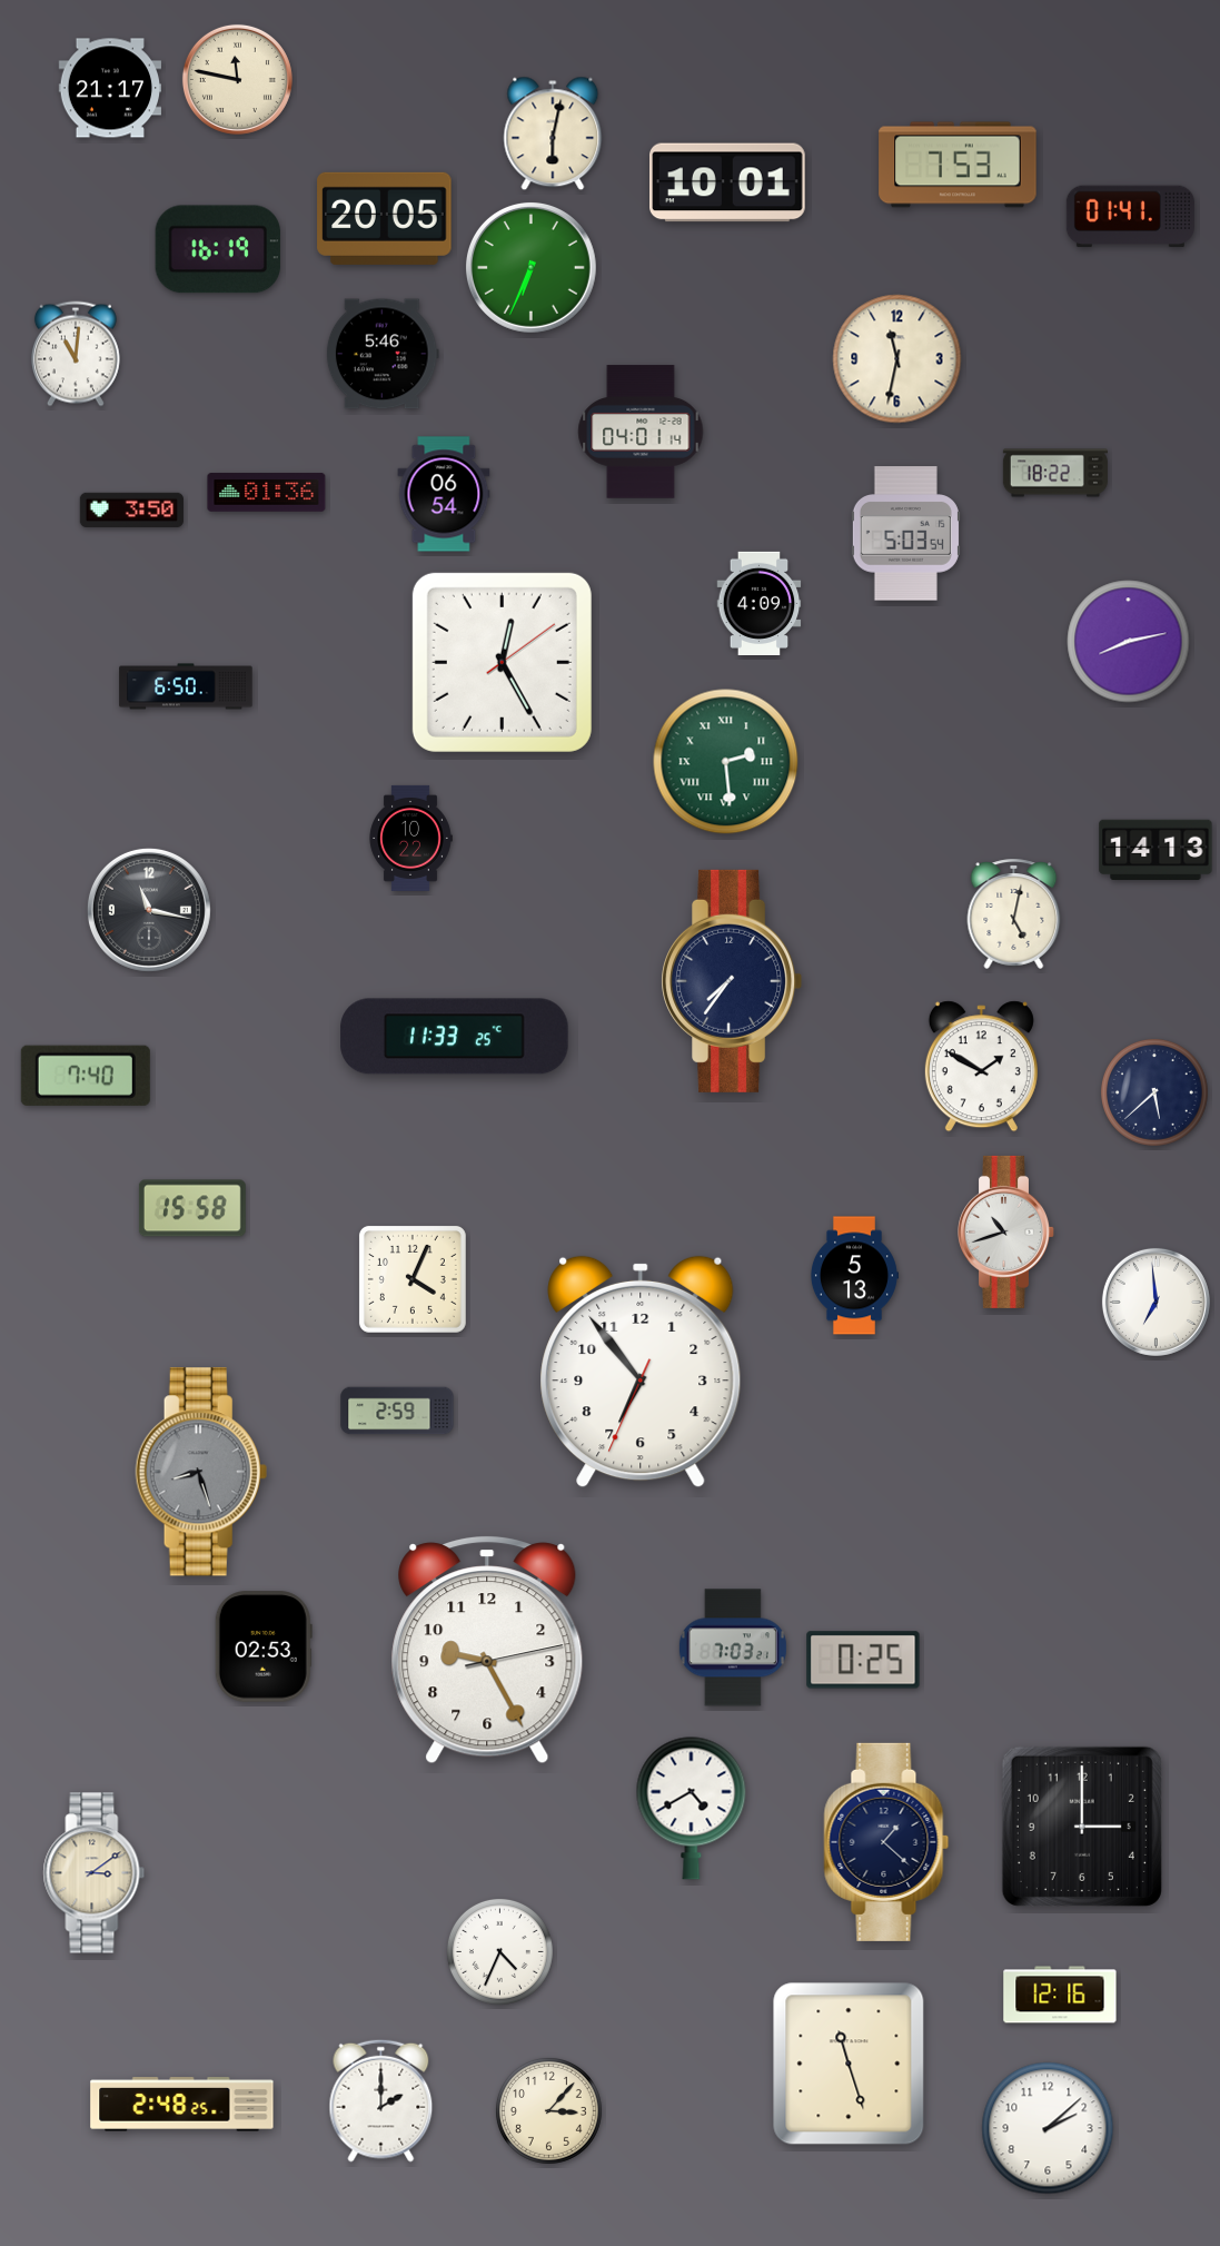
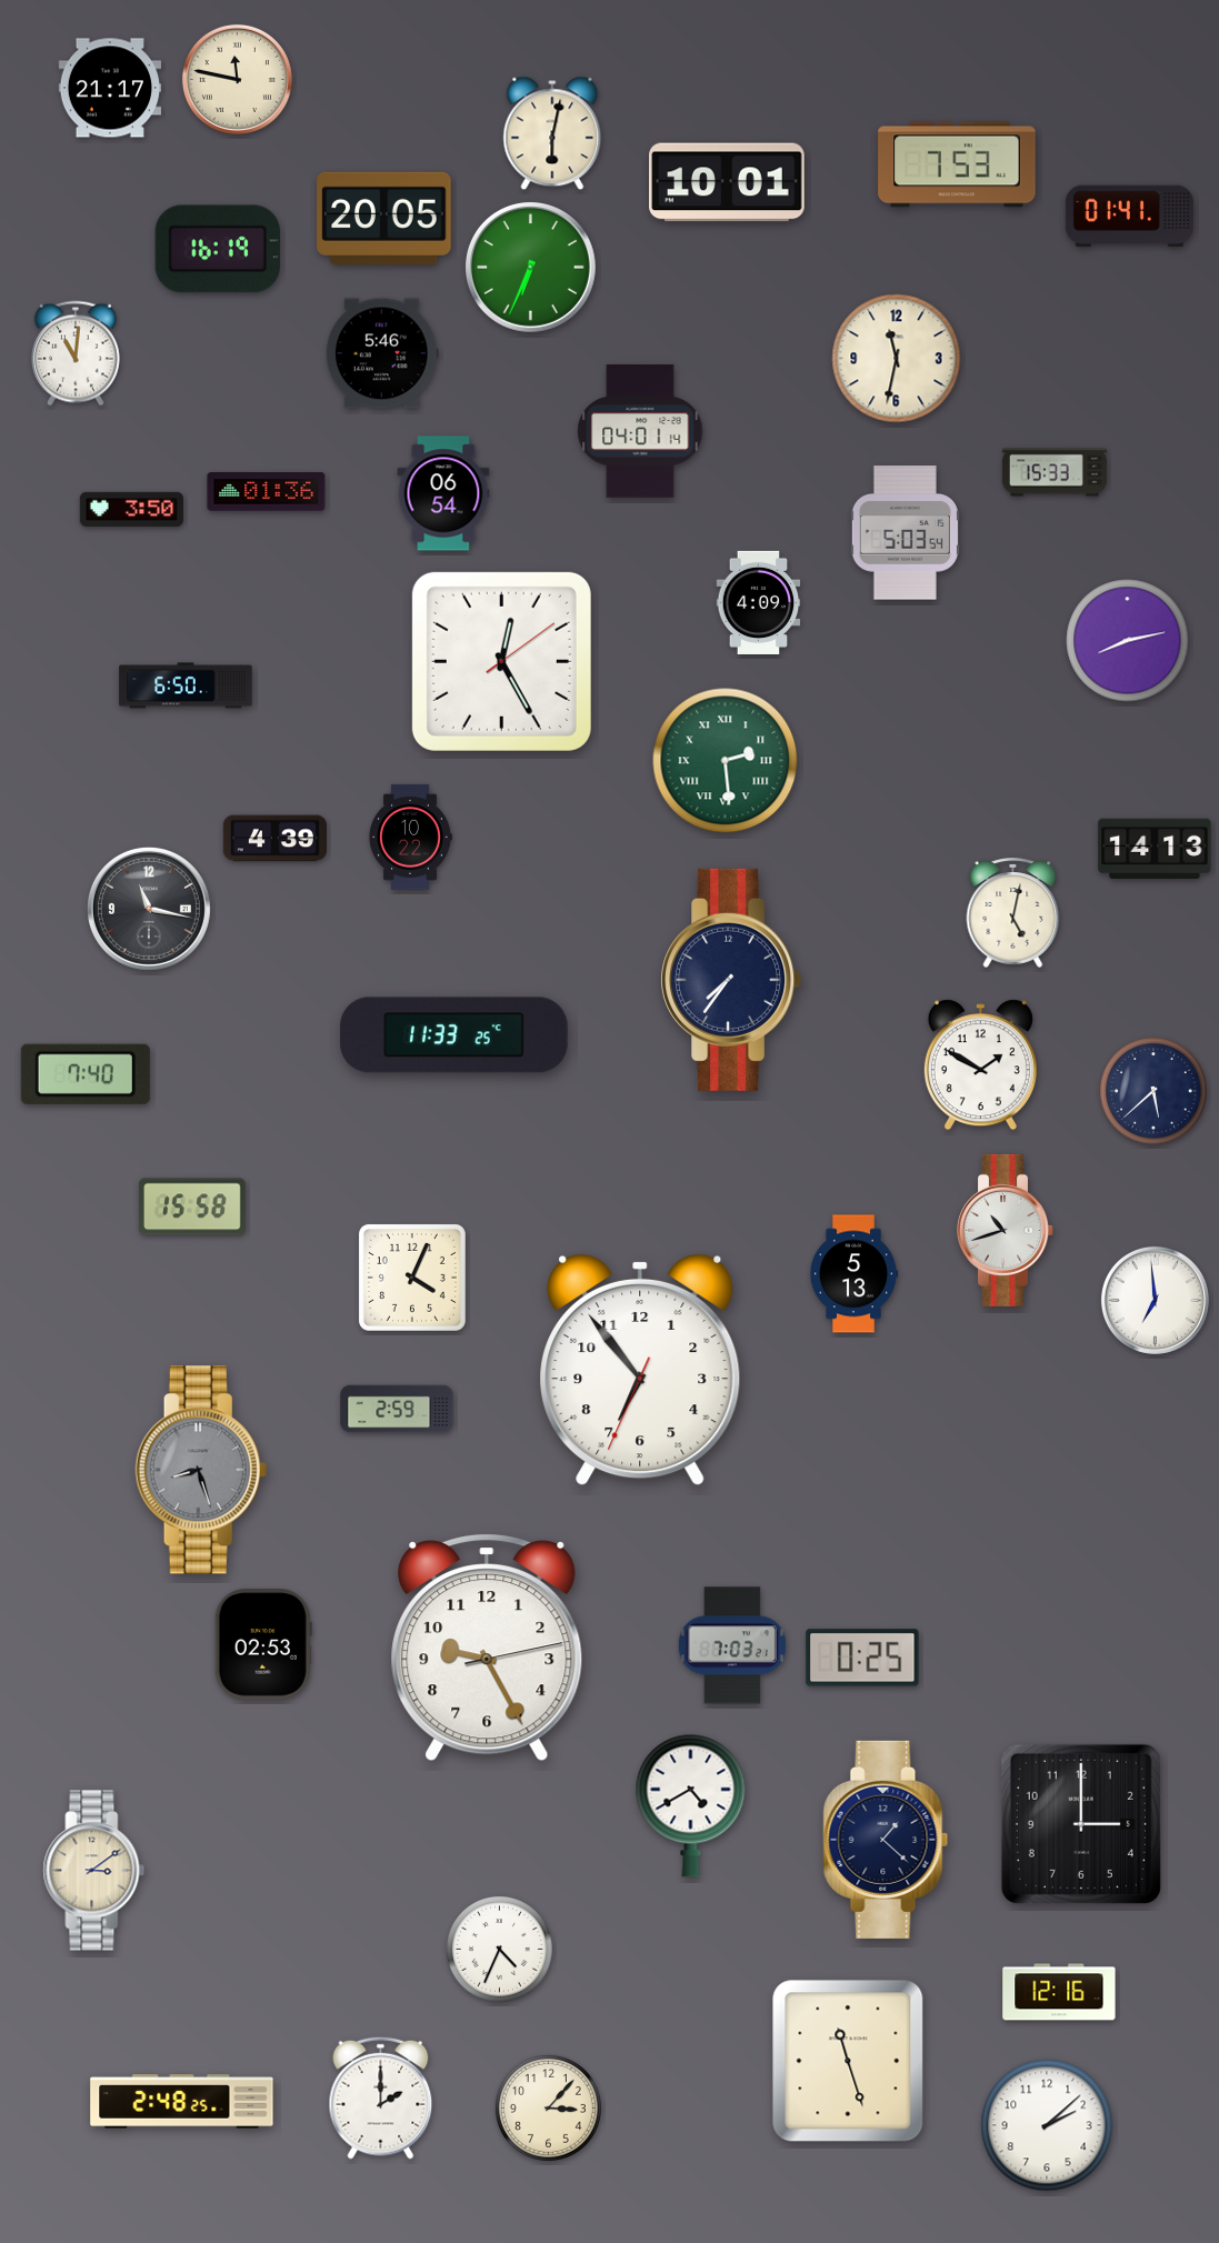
clock at (1055, 473): 18:22 -> 15:33
clock at (274, 839): none -> 4:39
